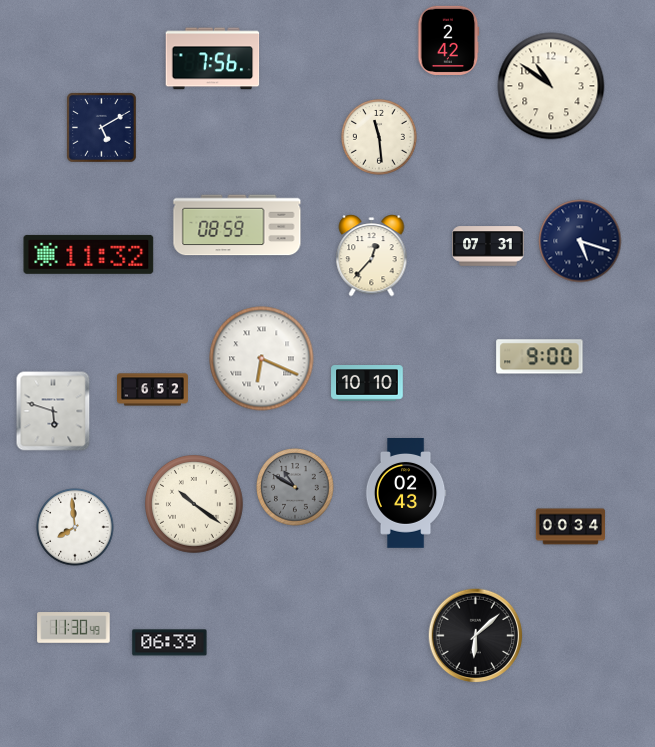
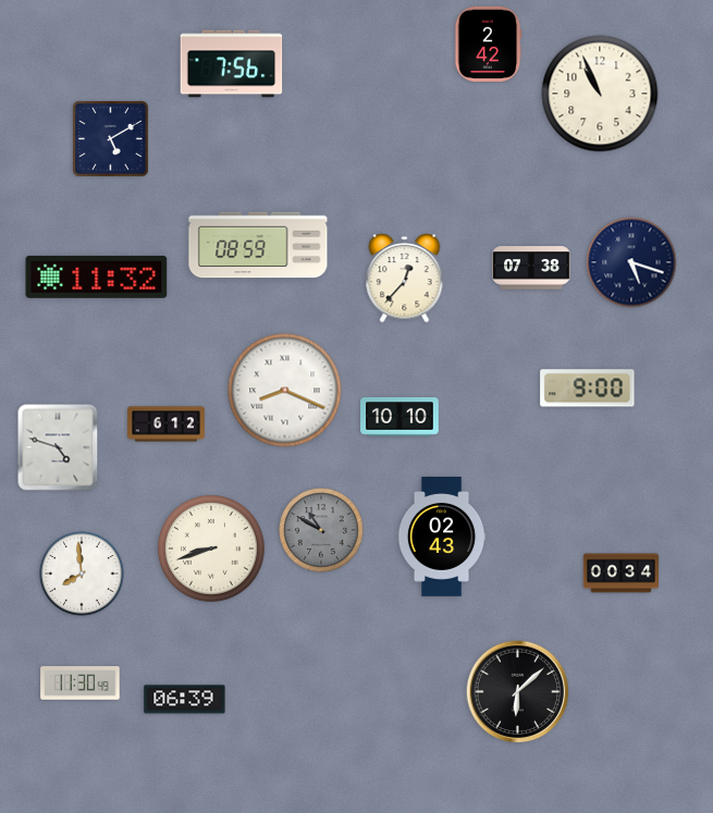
clock at (551, 86): 10:51 -> 10:56
clock at (379, 137): 11:29 -> none
clock at (488, 246): 07:31 -> 07:38
clock at (262, 359): 6:19 -> 8:19
clock at (153, 390): 6:52 -> 6:12
clock at (53, 411): 5:48 -> 4:48
clock at (195, 505): 10:21 -> 8:42
